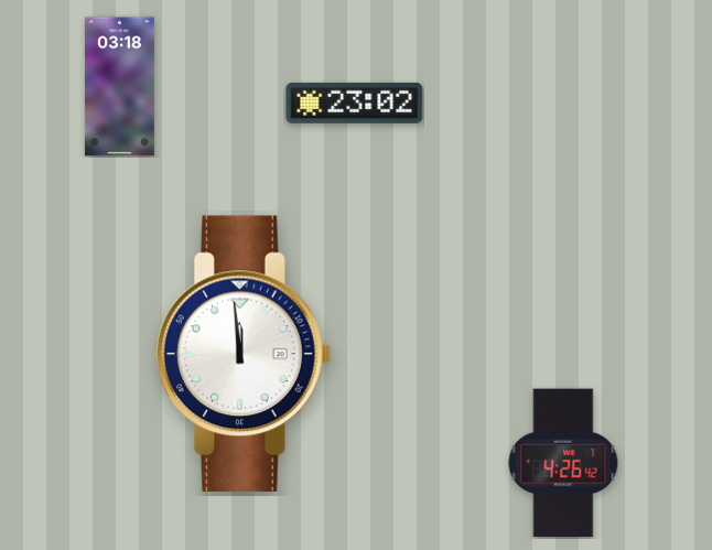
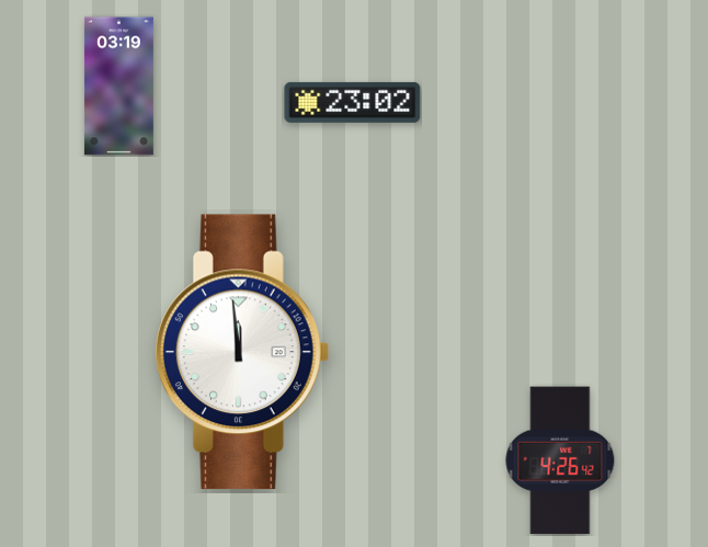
clock at (119, 87): 03:18 -> 03:19
